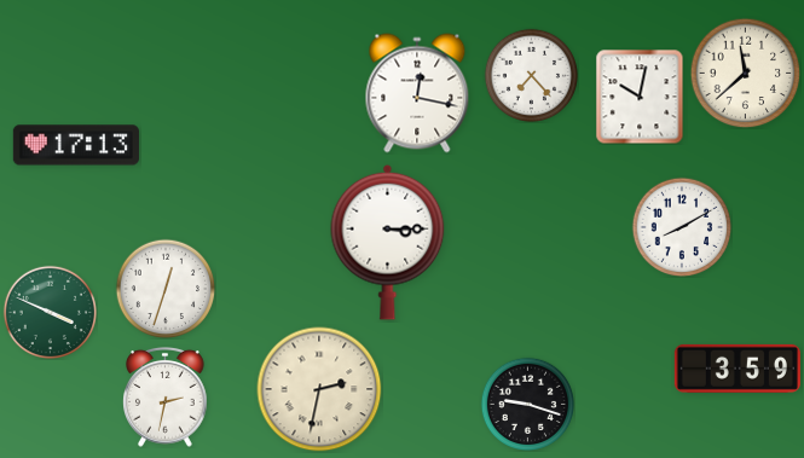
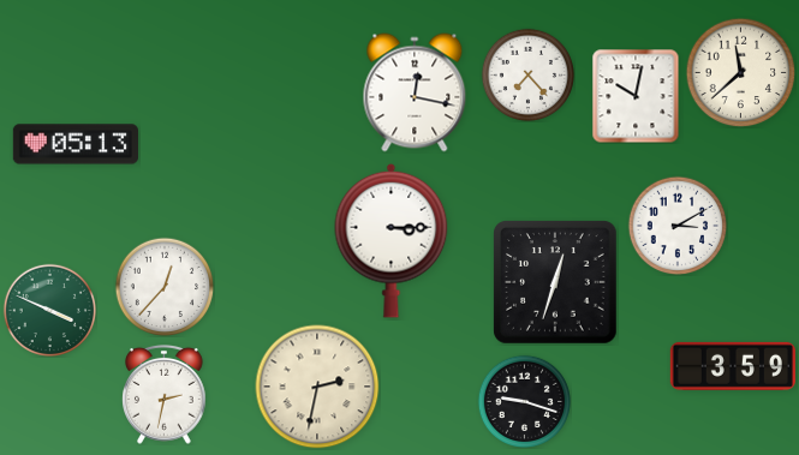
clock at (76, 145): 17:13 -> 05:13
clock at (682, 227): 8:10 -> 3:10
clock at (388, 242) position: (388, 242) -> (392, 240)
clock at (555, 282): none -> 12:33
clock at (166, 289): 12:33 -> 12:37
